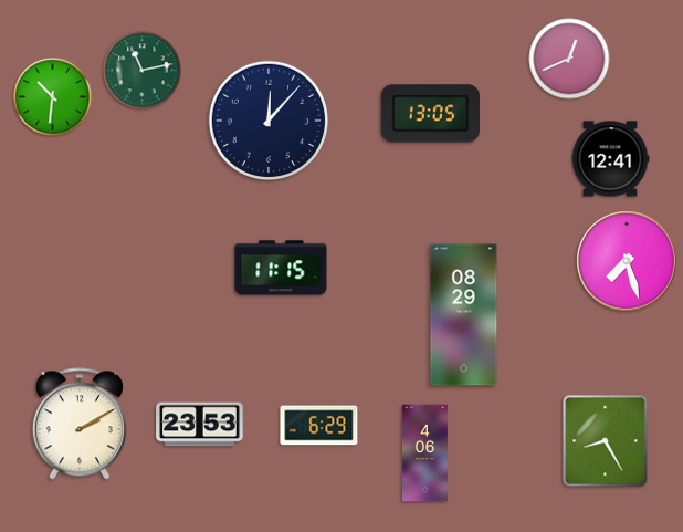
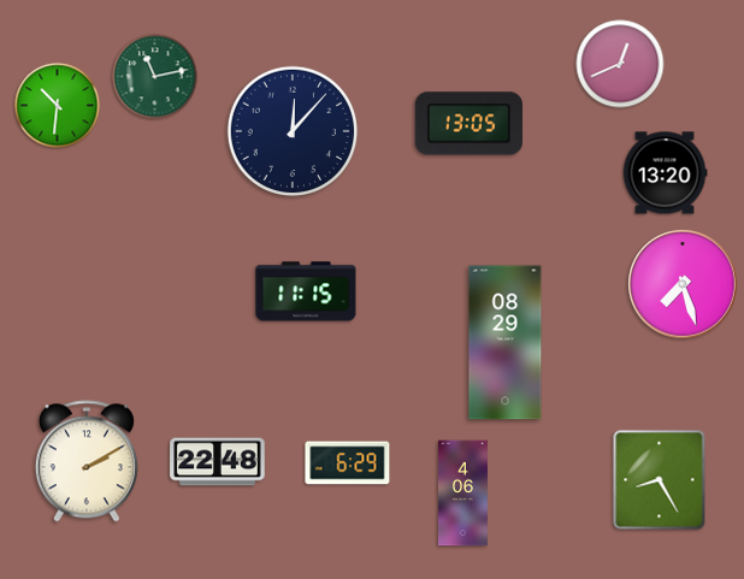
clock at (610, 159): 12:41 -> 13:20
clock at (200, 425): 23:53 -> 22:48
